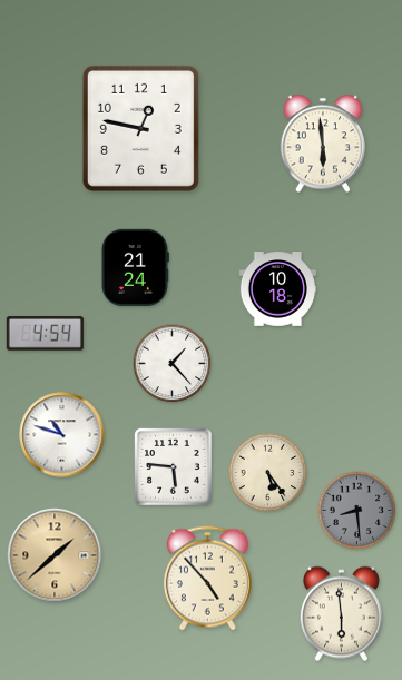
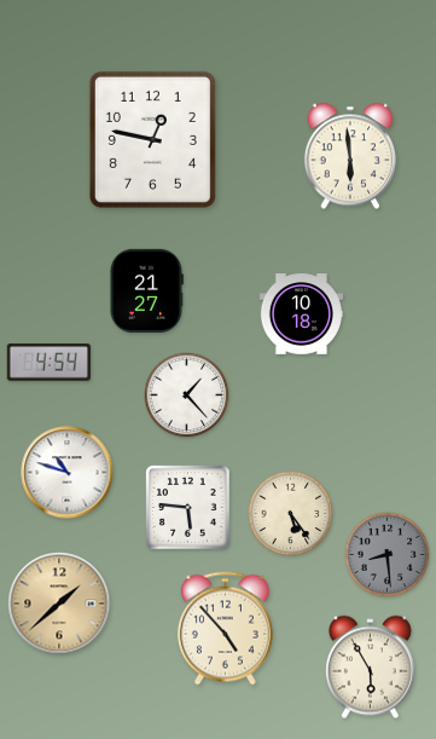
clock at (135, 267): 21:24 -> 21:27
clock at (341, 614): 5:59 -> 5:55
